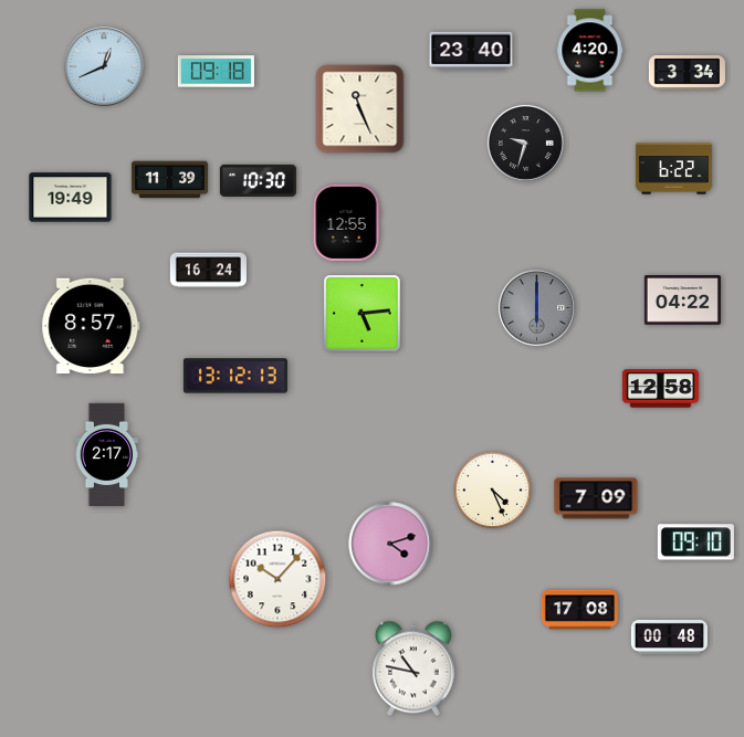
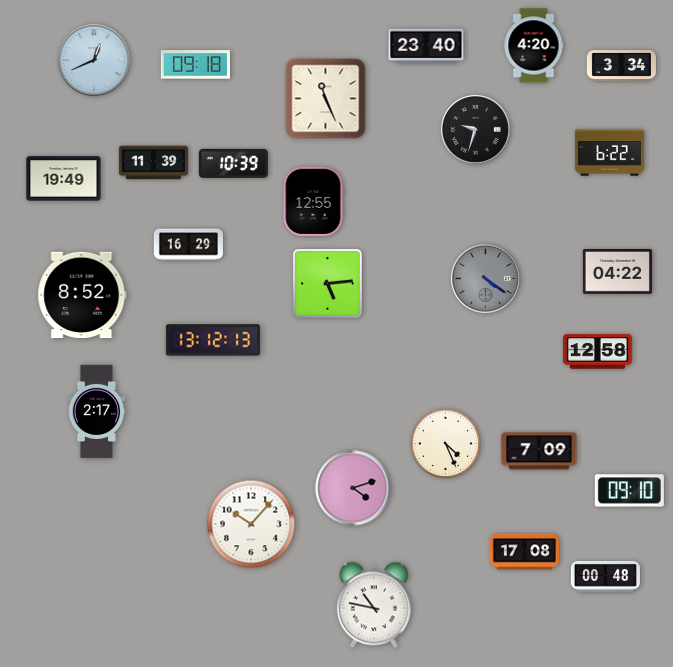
clock at (258, 180): 10:30 -> 10:39
clock at (208, 271): 16:24 -> 16:29
clock at (536, 307): 6:00 -> 4:21
clock at (91, 326): 8:57 -> 8:52
clock at (390, 544) position: (390, 544) -> (353, 488)
